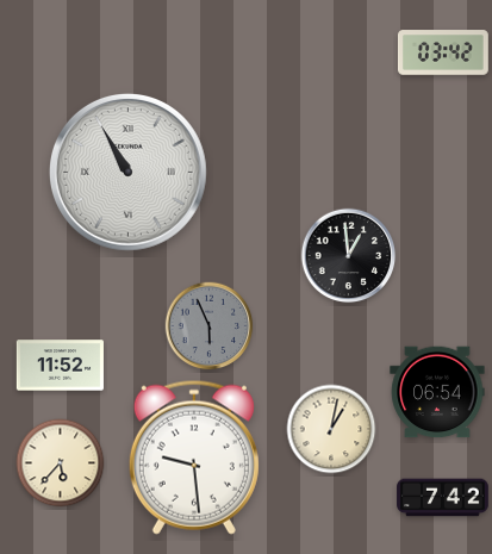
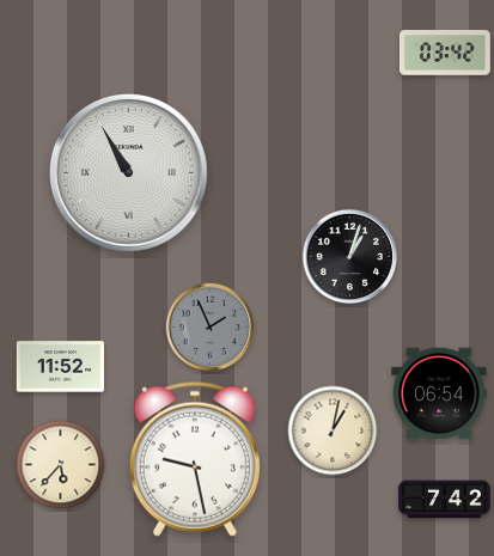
clock at (349, 256): 12:59 -> 1:03
clock at (210, 326): 5:56 -> 1:56
clock at (194, 457): 9:29 -> 9:28
